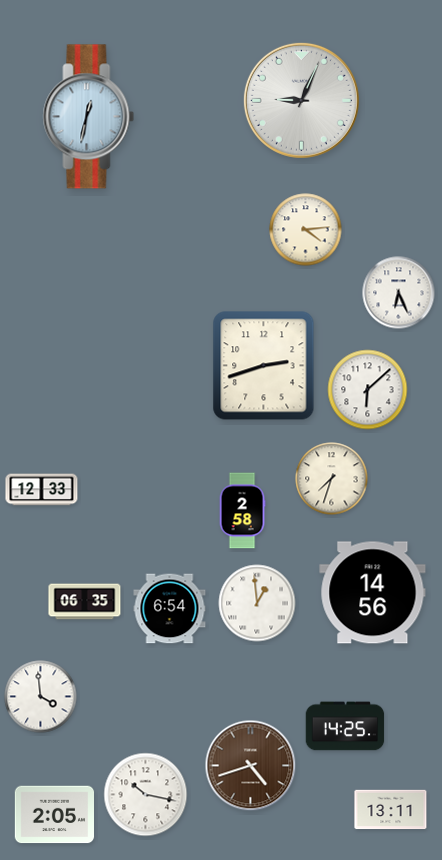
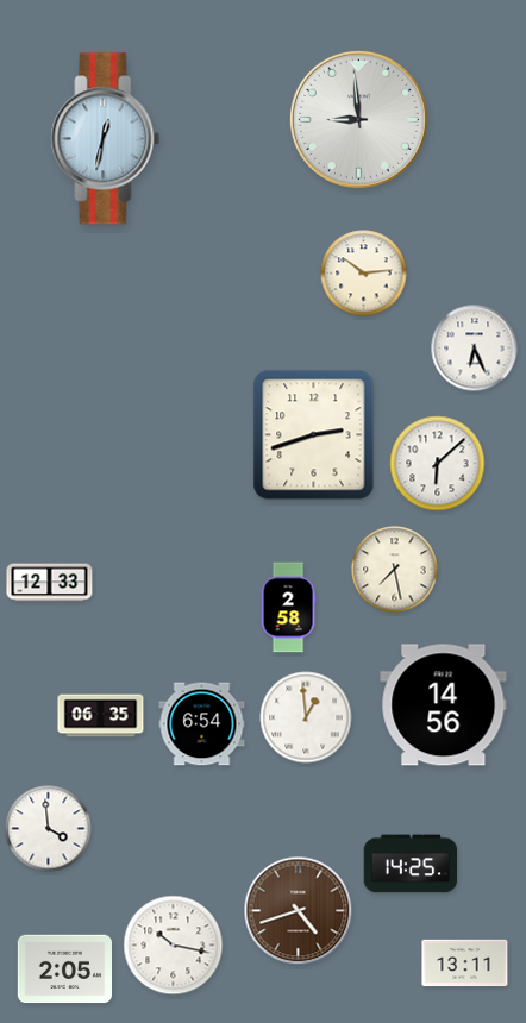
clock at (301, 100): 9:04 -> 8:59
clock at (306, 230): 4:14 -> 10:14
clock at (332, 479): 7:33 -> 7:28
